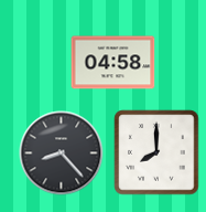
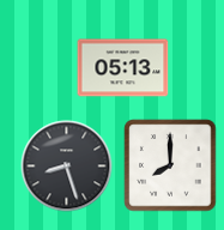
clock at (113, 63): 04:58 -> 05:13
clock at (62, 153): 8:23 -> 8:27
